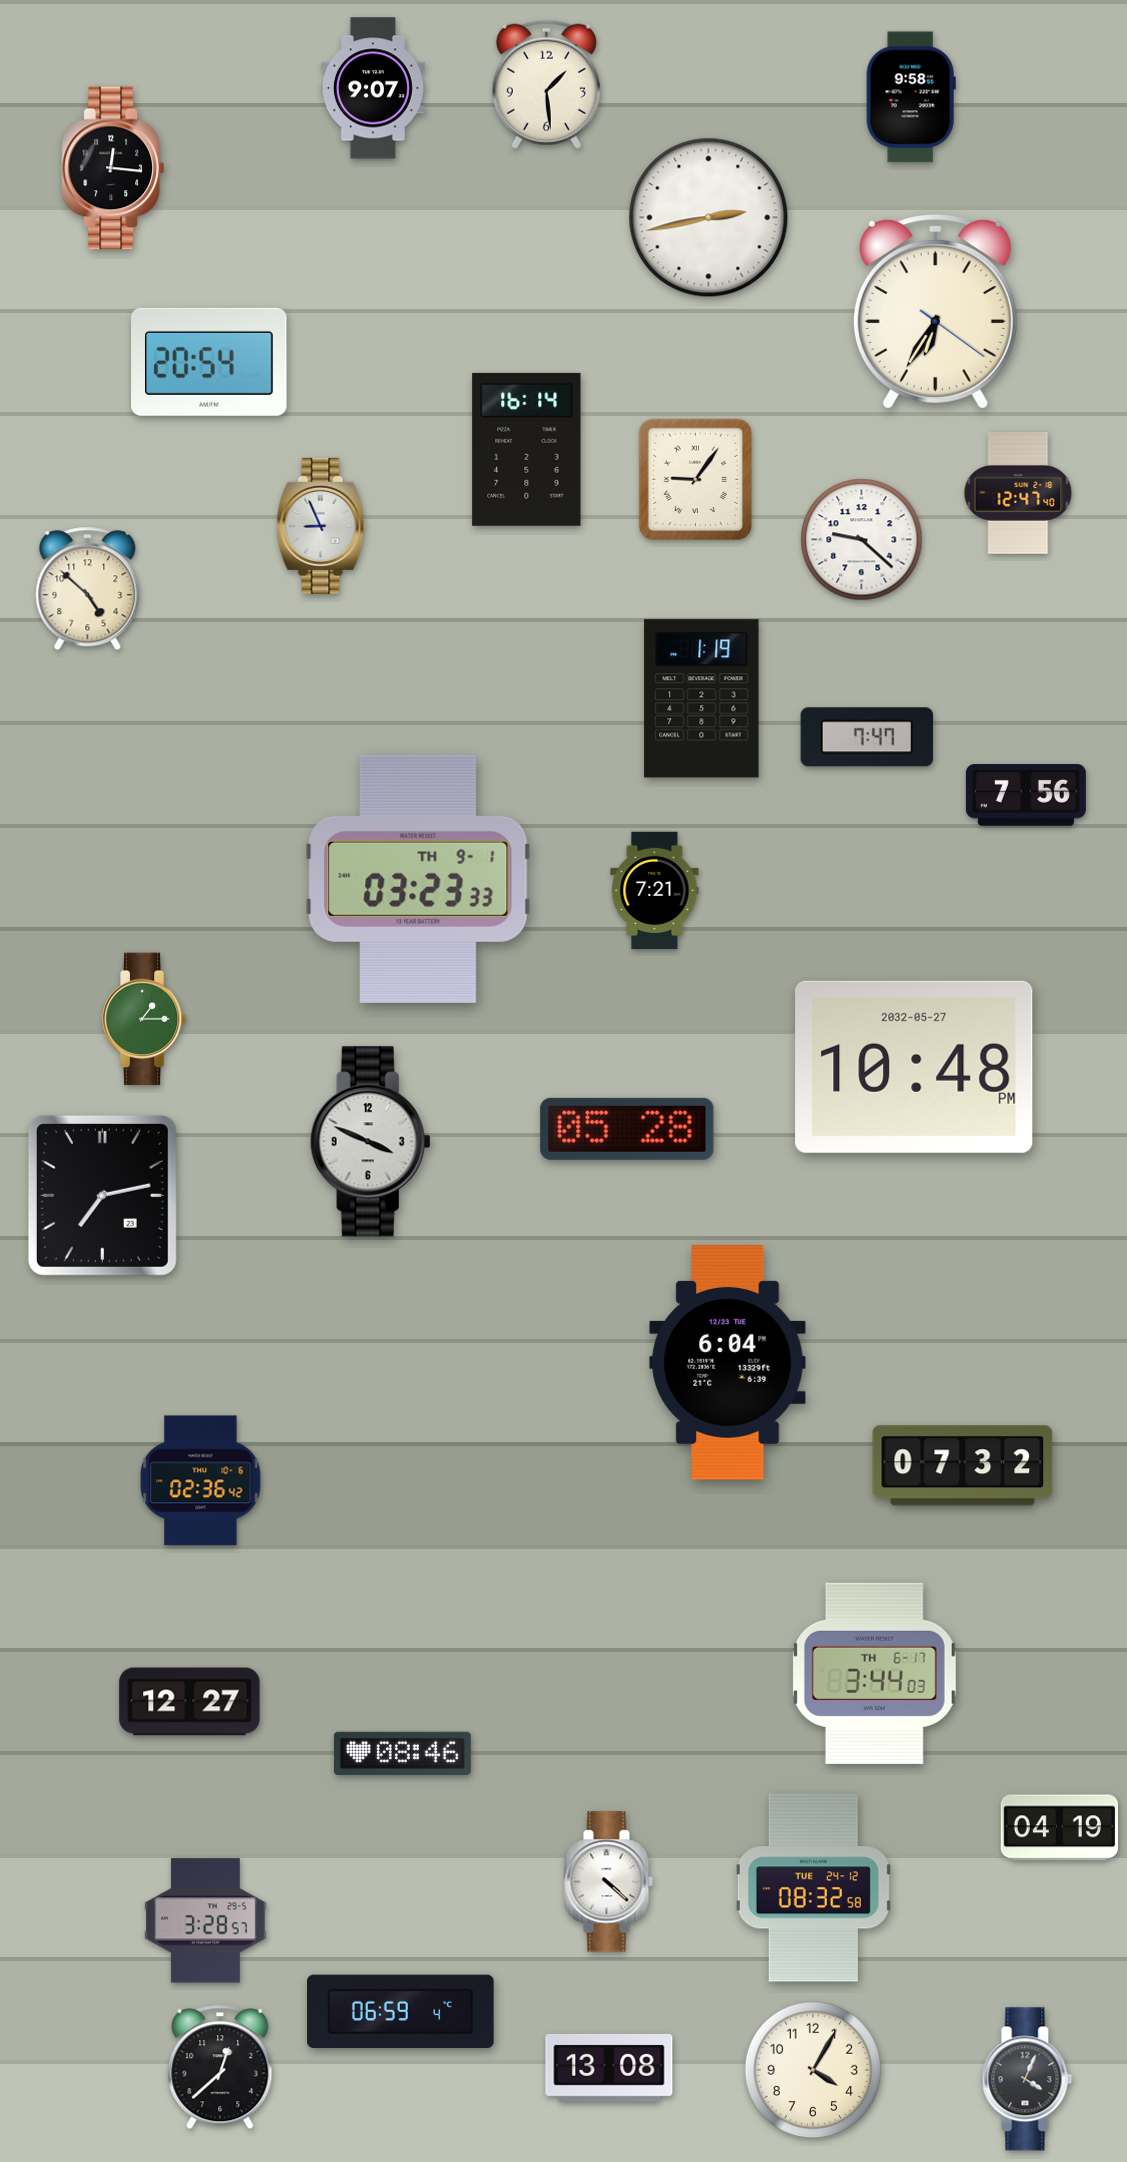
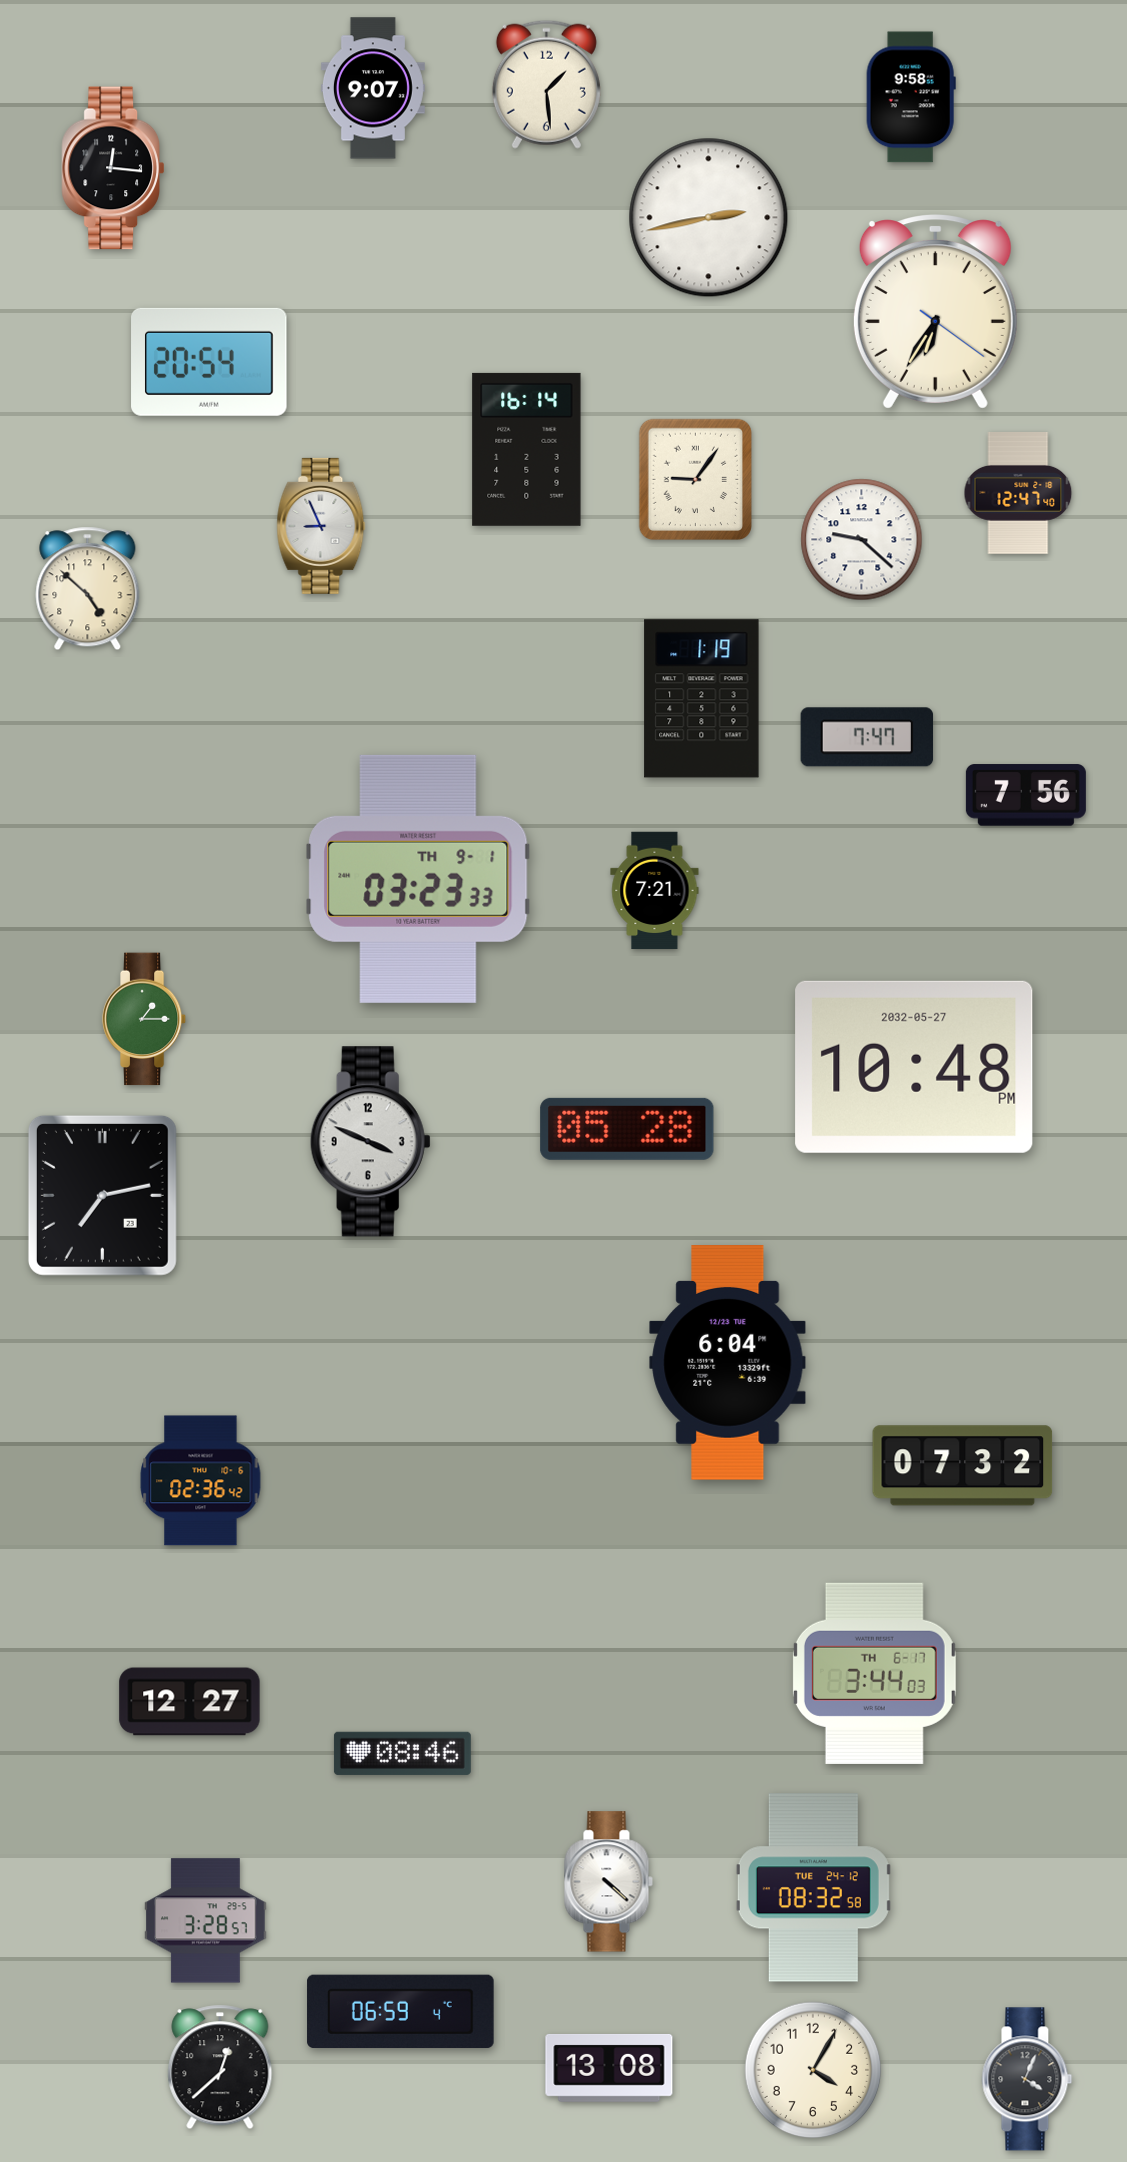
clock at (1060, 1828): 04:19 -> none
